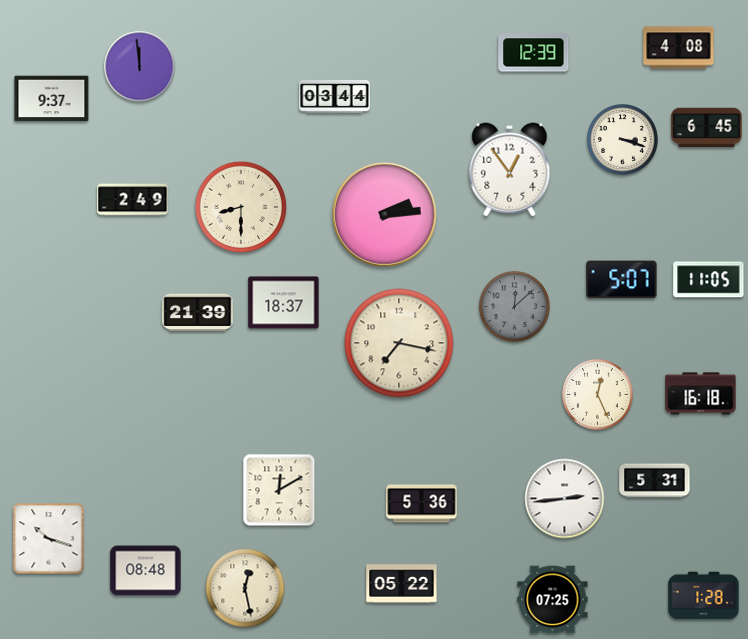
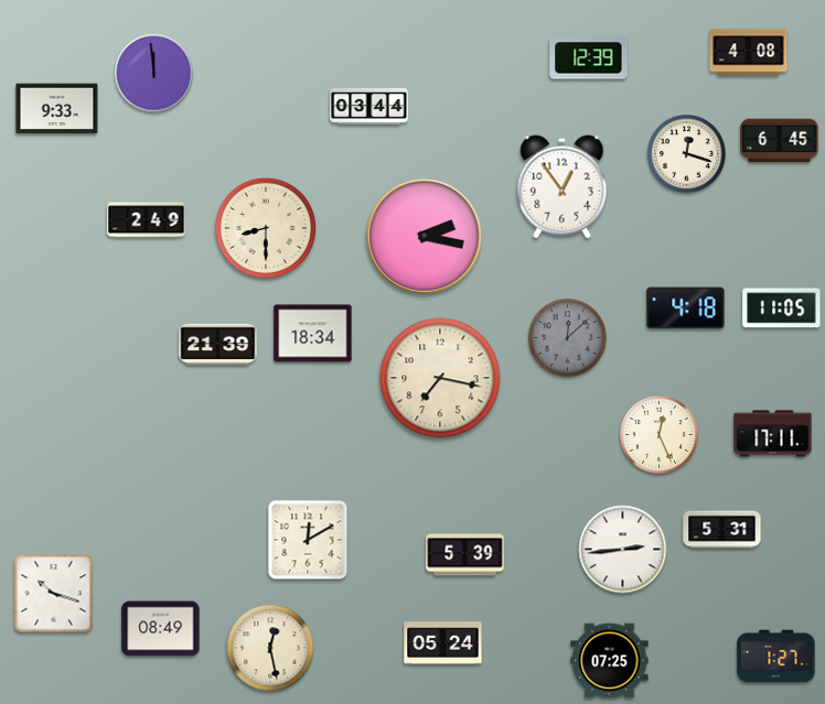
clock at (52, 99): 9:37 -> 9:33
clock at (623, 140): 3:18 -> 12:18
clock at (385, 215): 2:14 -> 2:17
clock at (622, 280): 5:07 -> 4:18
clock at (284, 303): 18:37 -> 18:34
clock at (701, 394): 16:18 -> 17:11
clock at (422, 504): 5:36 -> 5:39
clock at (146, 571): 08:48 -> 08:49
clock at (402, 584): 05:22 -> 05:24
clock at (704, 596): 1:28 -> 1:27
